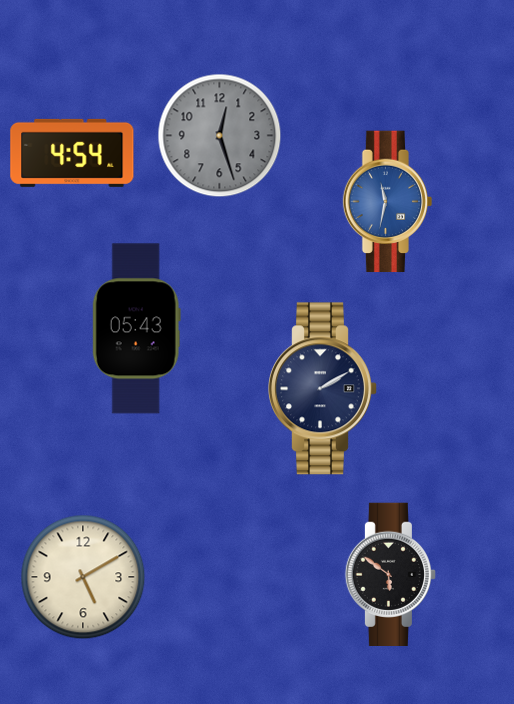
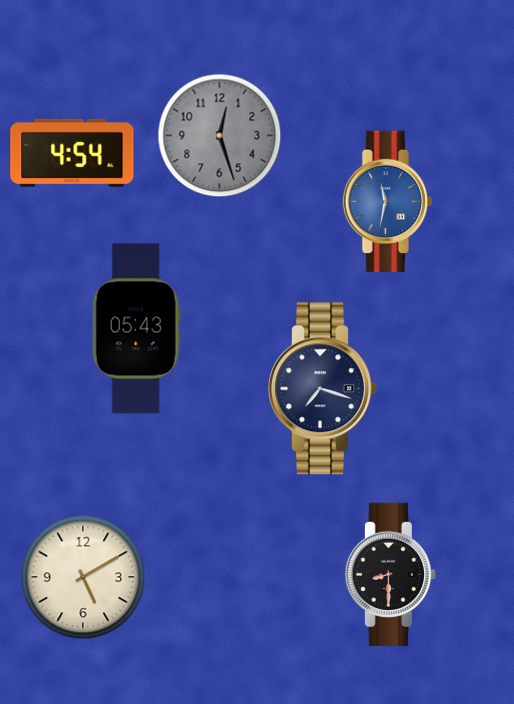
clock at (323, 389): 2:10 -> 7:18
clock at (390, 574): 5:51 -> 8:30
